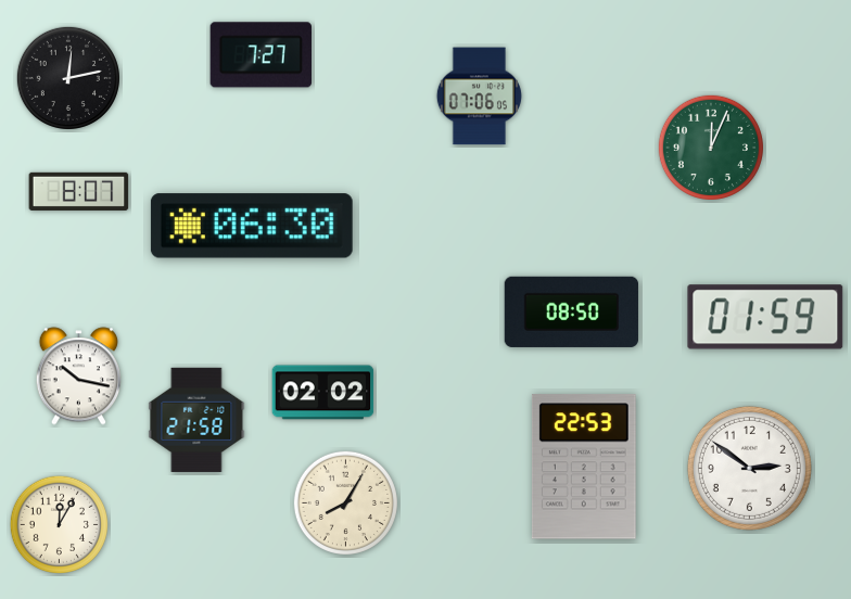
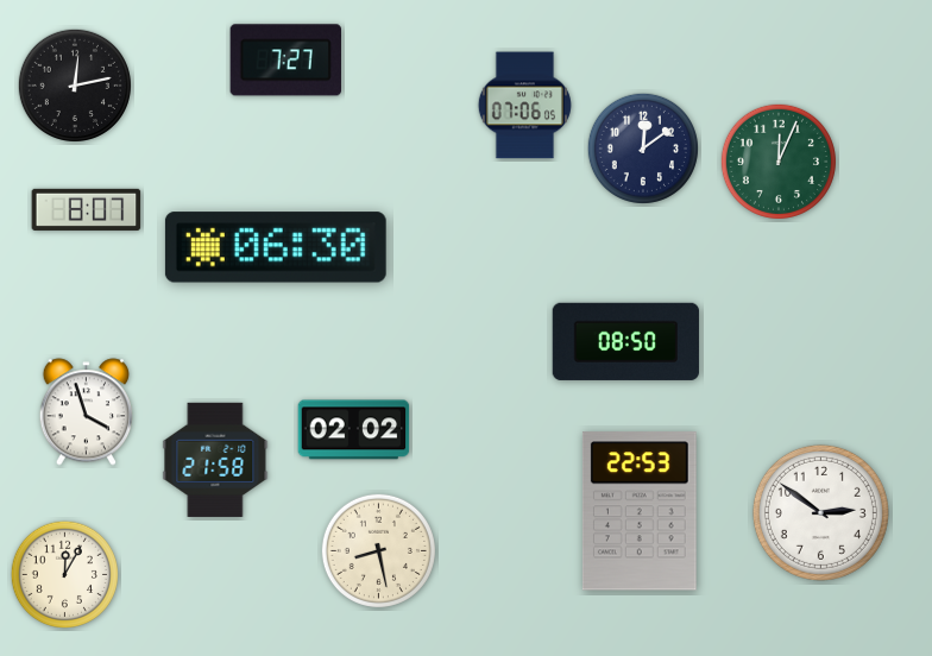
clock at (643, 149): none -> 12:09
clock at (765, 317): 01:59 -> none
clock at (78, 377): 10:17 -> 3:57
clock at (345, 502): 8:05 -> 8:28
